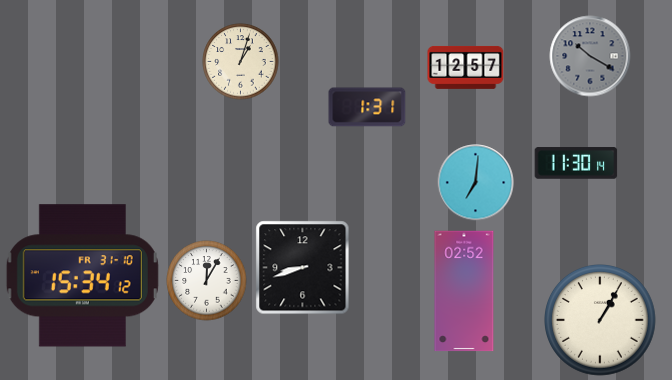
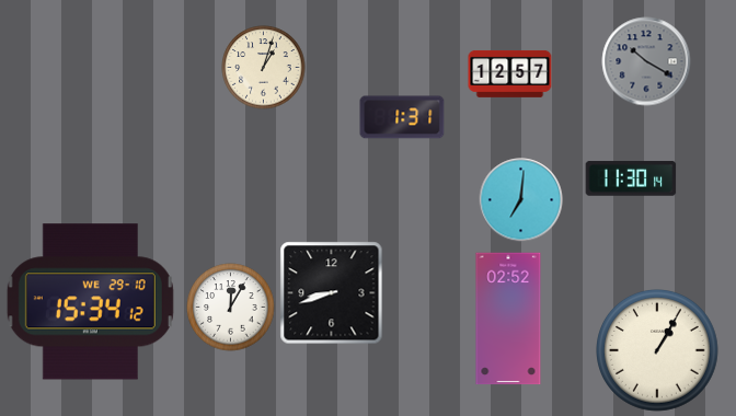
clock at (82, 276) date: FR 31-10 -> WE 29-10
clock at (207, 281) position: (207, 281) -> (231, 308)
